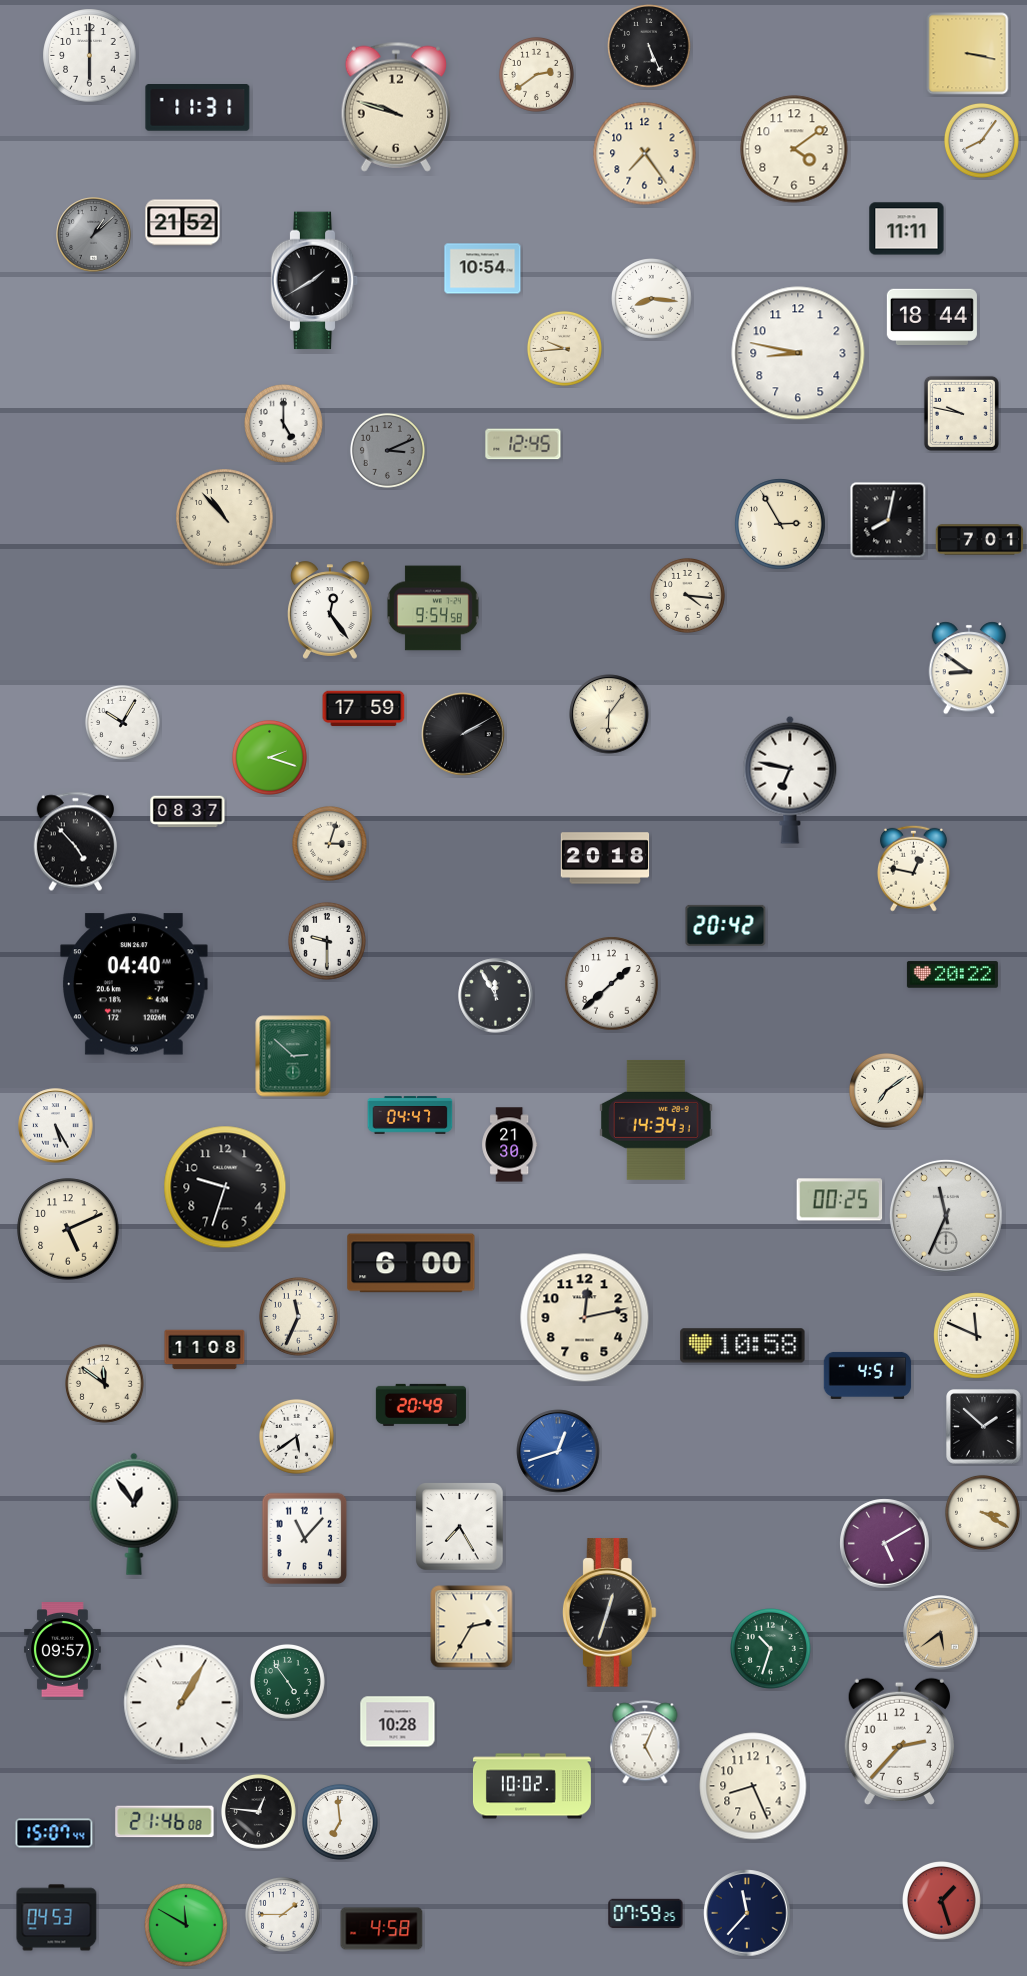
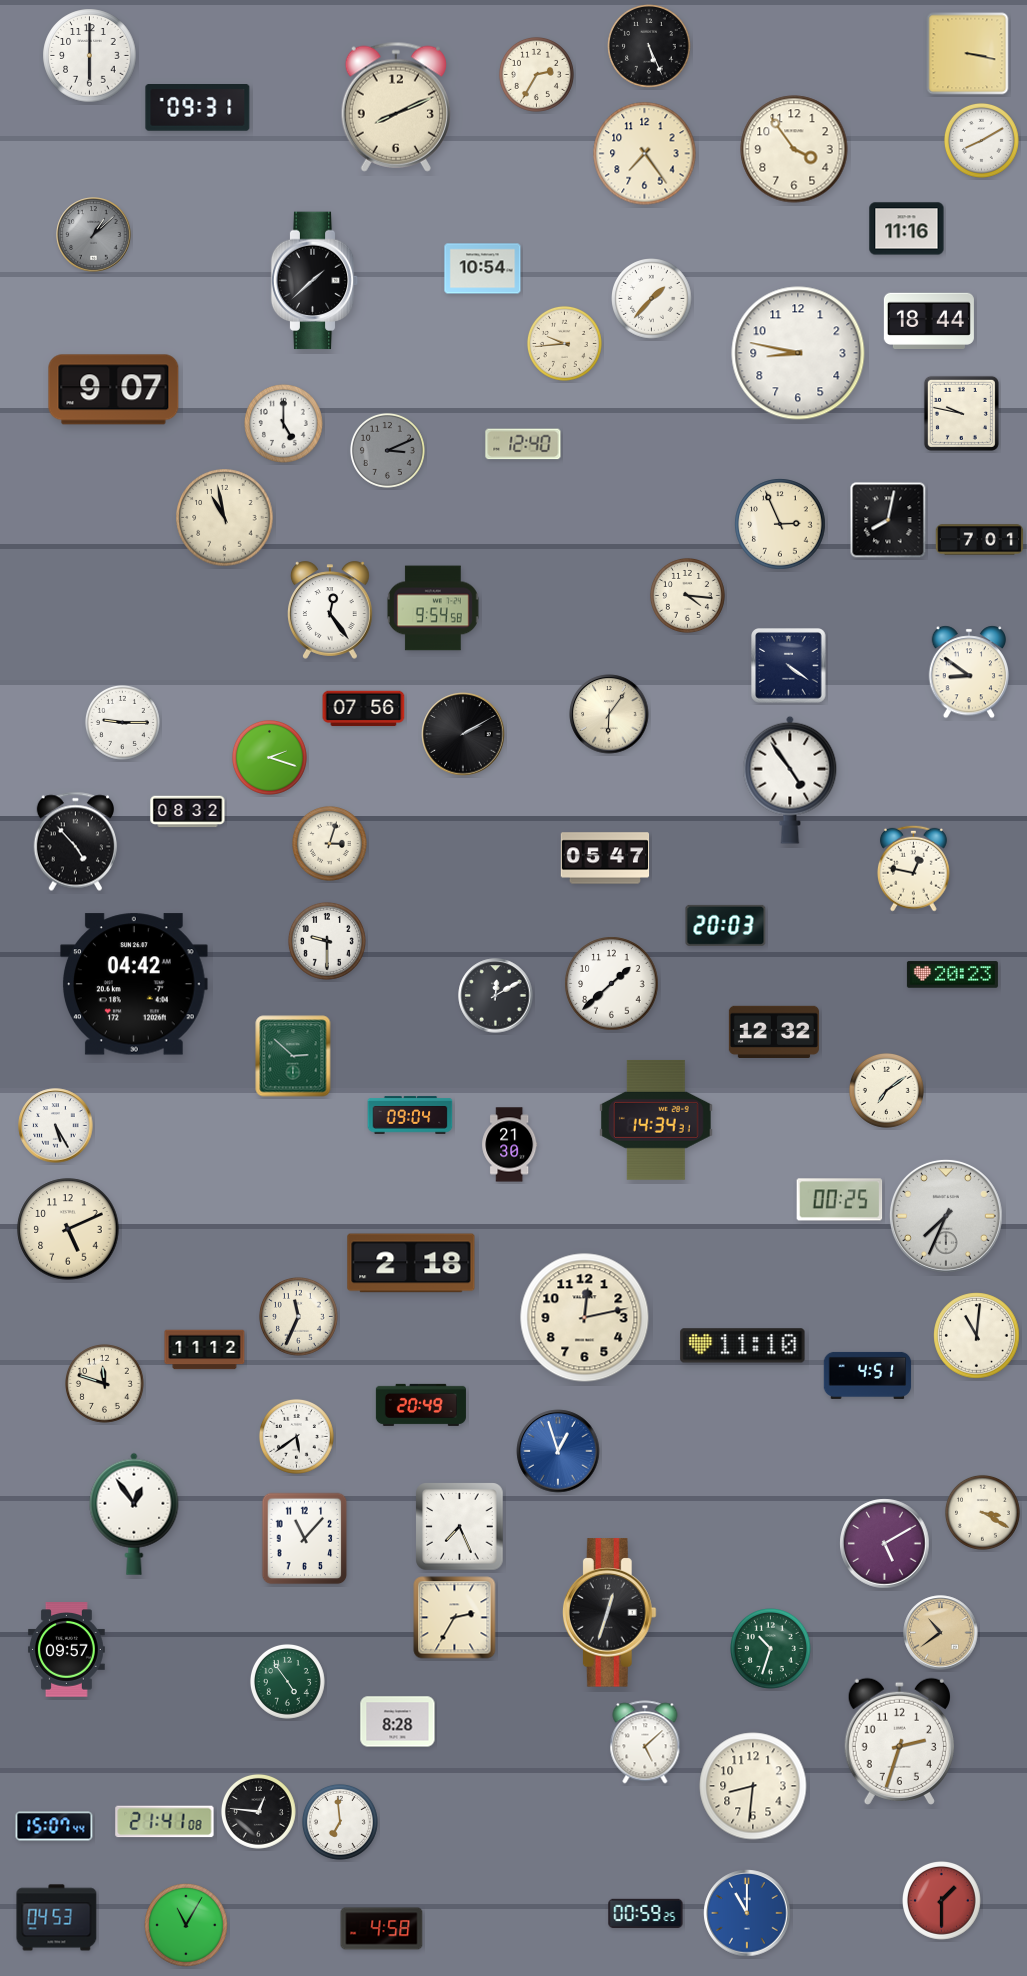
clock at (536, 74): 2:39 -> 2:35
clock at (396, 107): 9:48 -> 8:11
clock at (198, 108): 11:31 -> 09:31
clock at (981, 140): 8:06 -> 8:10
clock at (794, 149): 4:09 -> 3:54
clock at (183, 223): 21:52 -> none
clock at (907, 229): 11:11 -> 11:16
clock at (315, 281): 1:40 -> 1:38
clock at (652, 299): 8:16 -> 1:37
clock at (932, 316) position: (932, 316) -> (929, 320)
clock at (564, 348) position: (564, 348) -> (564, 343)
clock at (114, 390): none -> 9:07
clock at (523, 444): 12:45 -> 12:40
clock at (225, 518): 10:53 -> 10:58
clock at (780, 524): 2:55 -> 2:56
clock at (789, 666): none -> 4:21
clock at (968, 668) position: (968, 668) -> (968, 672)
clock at (364, 709): 17:59 -> 07:56
clock at (122, 722): 10:05 -> 9:15
clock at (790, 780): 6:47 -> 4:54
clock at (188, 812): 08:37 -> 08:32
clock at (605, 858): 20:18 -> 05:47
clock at (726, 925): 20:42 -> 20:03
clock at (952, 975): 20:22 -> 20:23
clock at (135, 984): 04:40 -> 04:42
clock at (496, 996): 11:55 -> 12:10
clock at (774, 1031): none -> 12:32
clock at (410, 1115): 04:47 -> 09:04
clock at (225, 1187): 9:33 -> none
clock at (946, 1216): 11:34 -> 7:34
clock at (411, 1263): 6:00 -> 2:18
clock at (977, 1336): 11:49 -> 11:01
clock at (743, 1346): 10:58 -> 11:10
clock at (205, 1350): 11:08 -> 11:12
clock at (105, 1384): 11:51 -> 11:48
clock at (984, 1427): 1:52 -> none
clock at (558, 1451): 12:42 -> 12:57
clock at (460, 1527): 7:25 -> 7:26
clock at (472, 1627) position: (472, 1627) -> (455, 1618)
clock at (941, 1633): 5:39 -> 10:39
clock at (62, 1650) position: (62, 1650) -> (66, 1650)
clock at (182, 1703): 1:05 -> none
clock at (398, 1722): 10:28 -> 8:28
clock at (899, 1741): 2:37 -> 2:33
clock at (645, 1742): 5:04 -> 5:08
clock at (532, 1786): 10:02 -> none
clock at (753, 1786): 8:26 -> 8:31
clock at (165, 1822): 21:46 -> 21:41
clock at (54, 1833) position: (54, 1833) -> (54, 1826)
clock at (942, 1901): 1:27 -> 1:30
clock at (747, 1913): 11:37 -> 11:00
clock at (747, 1913) dial: navy -> blue
clock at (282, 1914): 1:45 -> none
clock at (646, 1914): 07:59 -> 00:59
clock at (186, 1925): 11:50 -> 11:05
